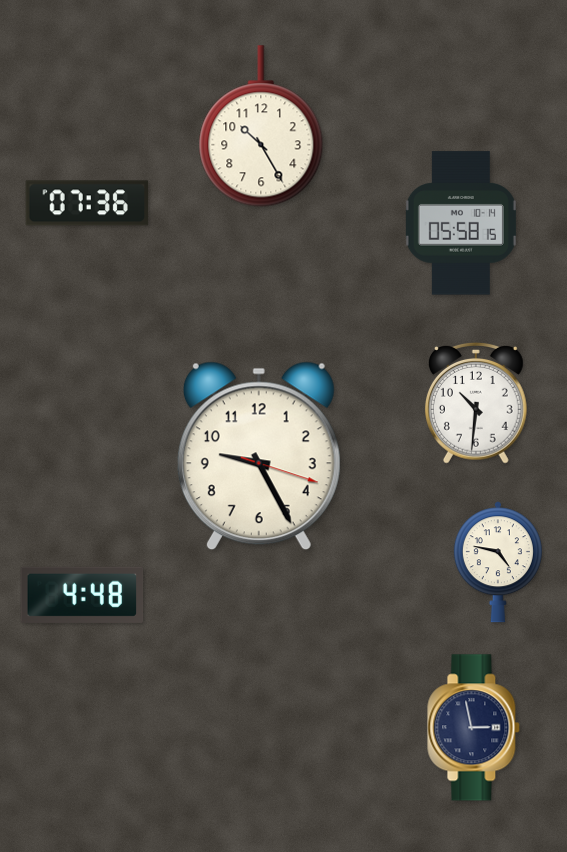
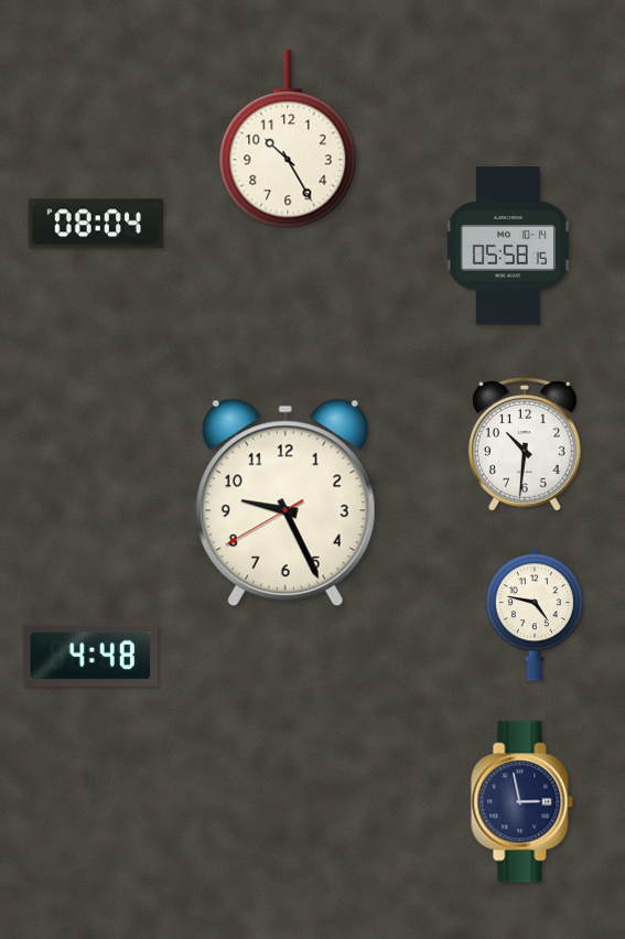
clock at (87, 203): 07:36 -> 08:04
clock at (259, 456): 9:25:18 -> 9:25:40
clock at (498, 562) position: (498, 562) -> (535, 614)
